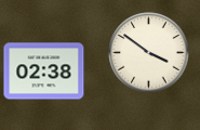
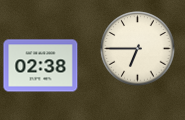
clock at (149, 53): 3:51 -> 6:45
